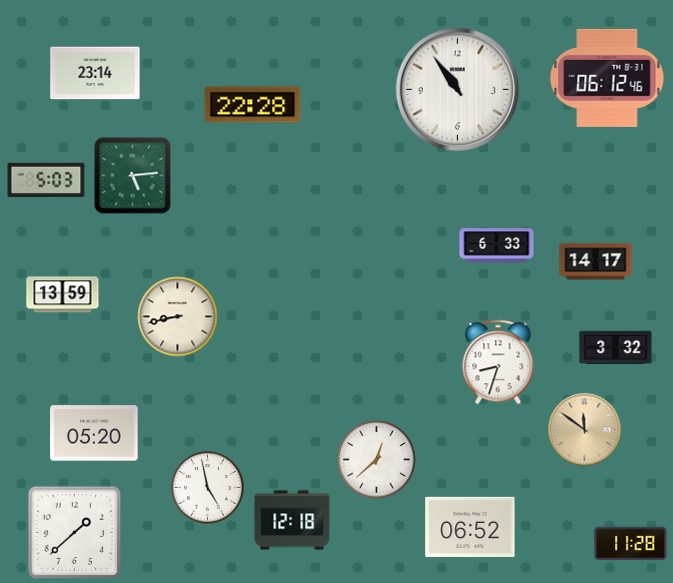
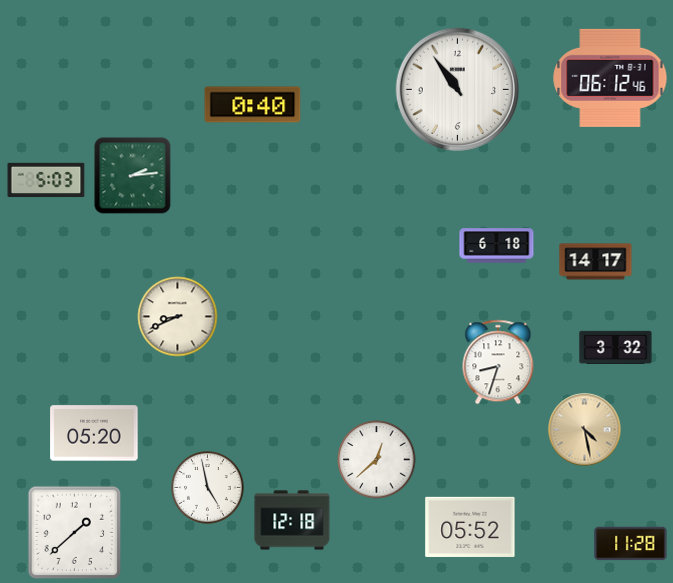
clock at (95, 73): 23:14 -> none
clock at (607, 78) position: (607, 78) -> (610, 78)
clock at (253, 105): 22:28 -> 0:40
clock at (133, 176): 5:14 -> 2:14
clock at (497, 246): 6:33 -> 6:18
clock at (63, 295): 13:59 -> none
clock at (178, 317): 8:43 -> 8:41
clock at (585, 430): 11:51 -> 4:28
clock at (470, 527): 06:52 -> 05:52
